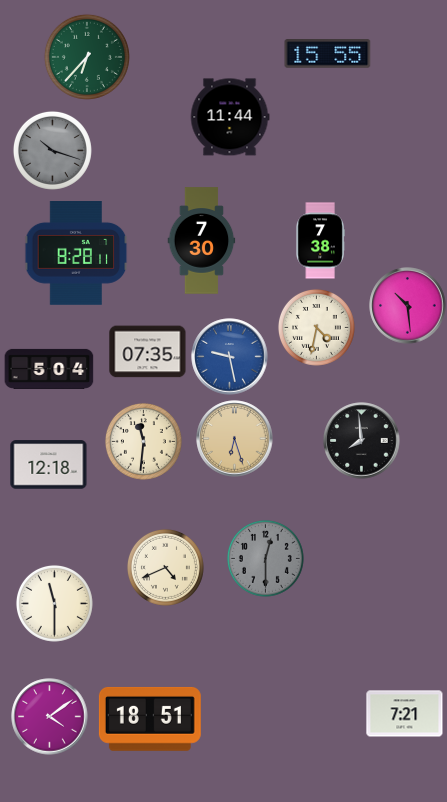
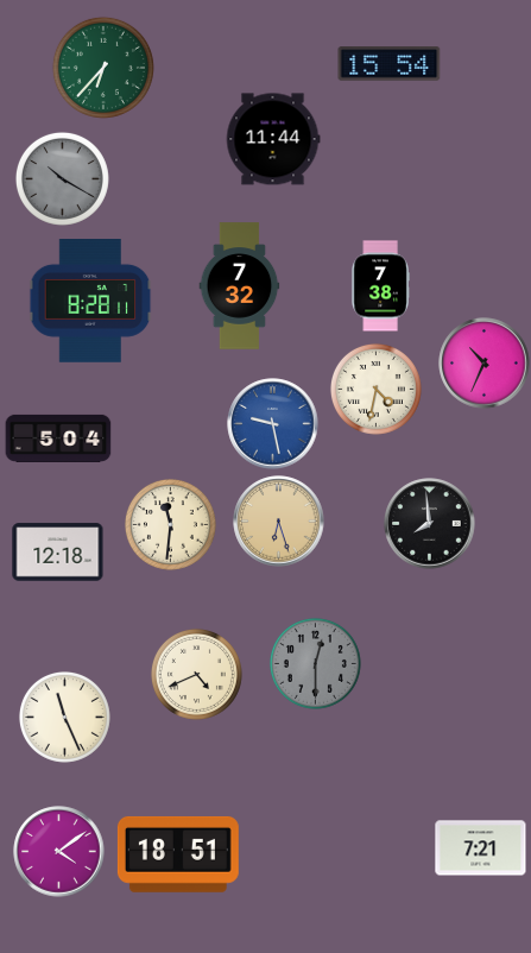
clock at (328, 54): 15:55 -> 15:54
clock at (52, 150): 10:18 -> 10:20
clock at (202, 241): 7:30 -> 7:32
clock at (408, 306): 10:29 -> 10:34
clock at (148, 352): 07:35 -> none
clock at (54, 603): 11:30 -> 11:26
